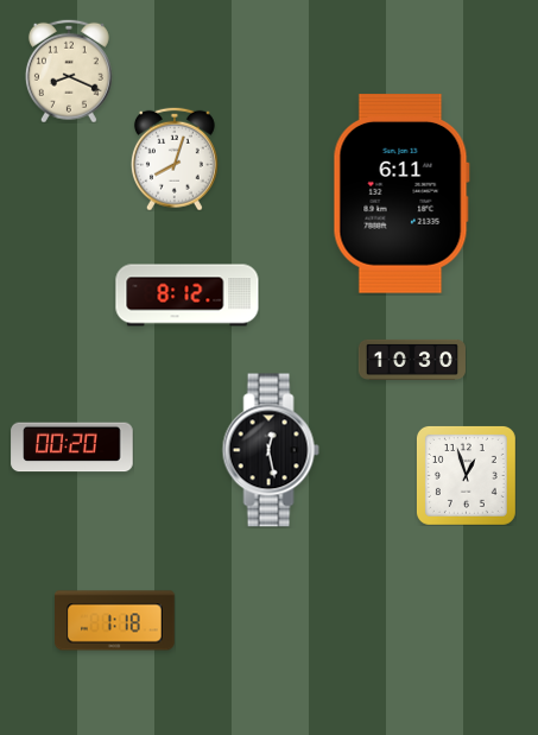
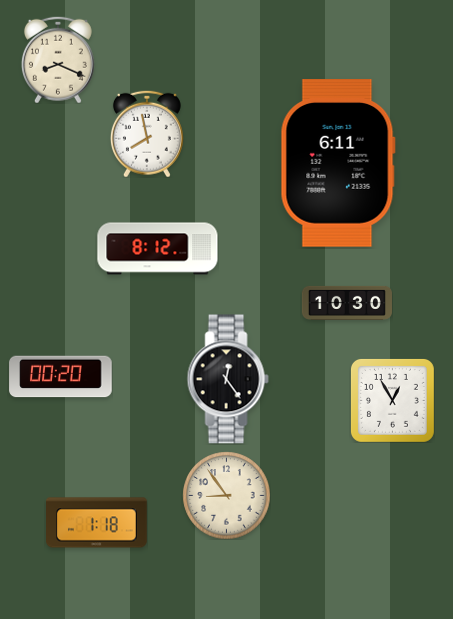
clock at (175, 159): 8:03 -> 7:58
clock at (271, 450): 12:28 -> 12:24
clock at (466, 475): 12:57 -> 12:55
clock at (226, 495): none -> 8:54
